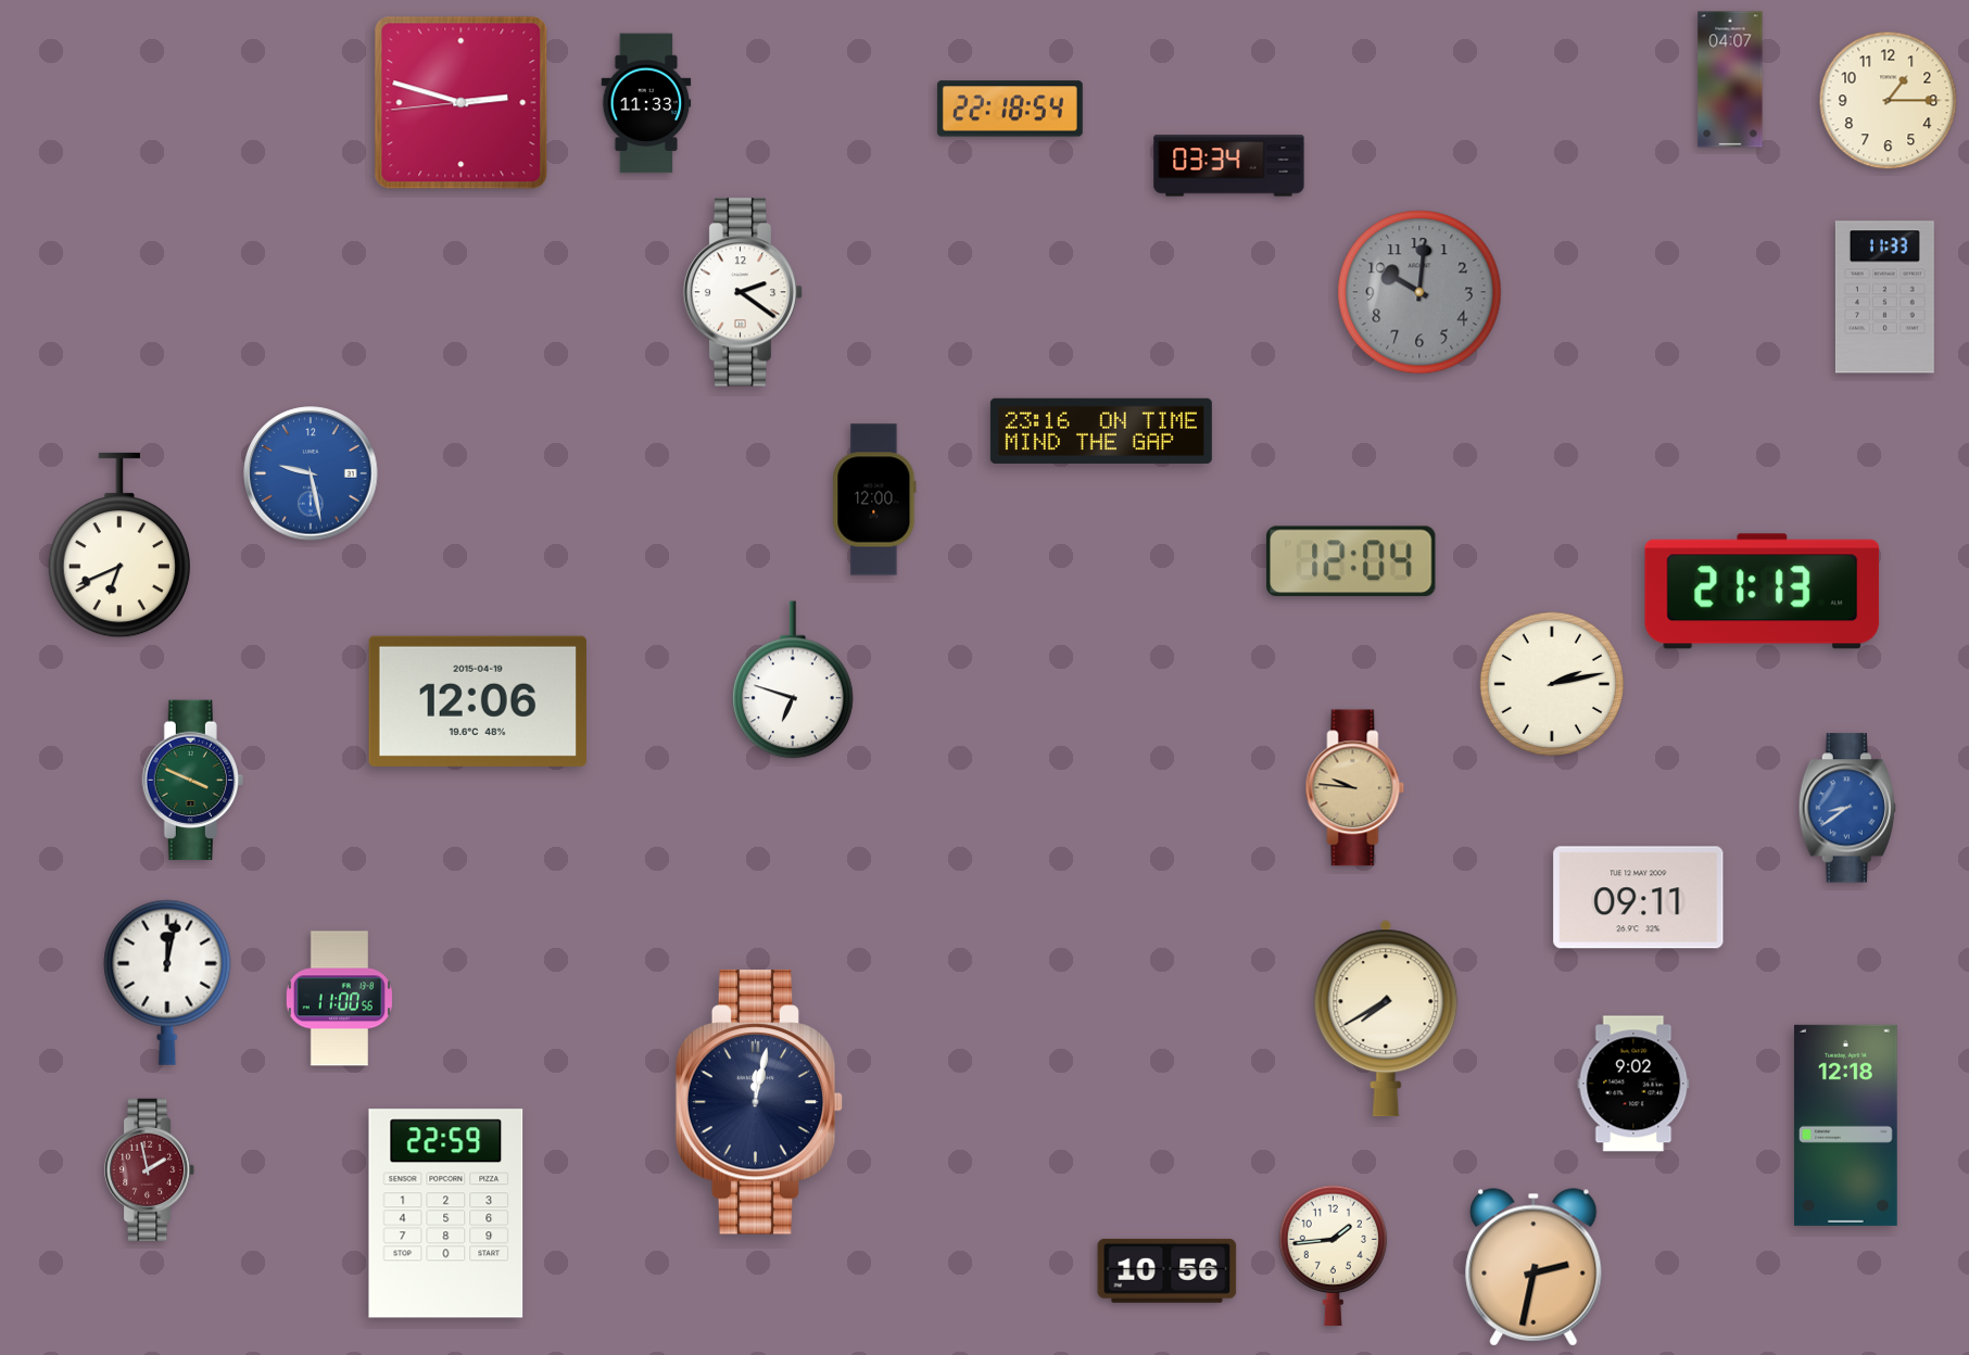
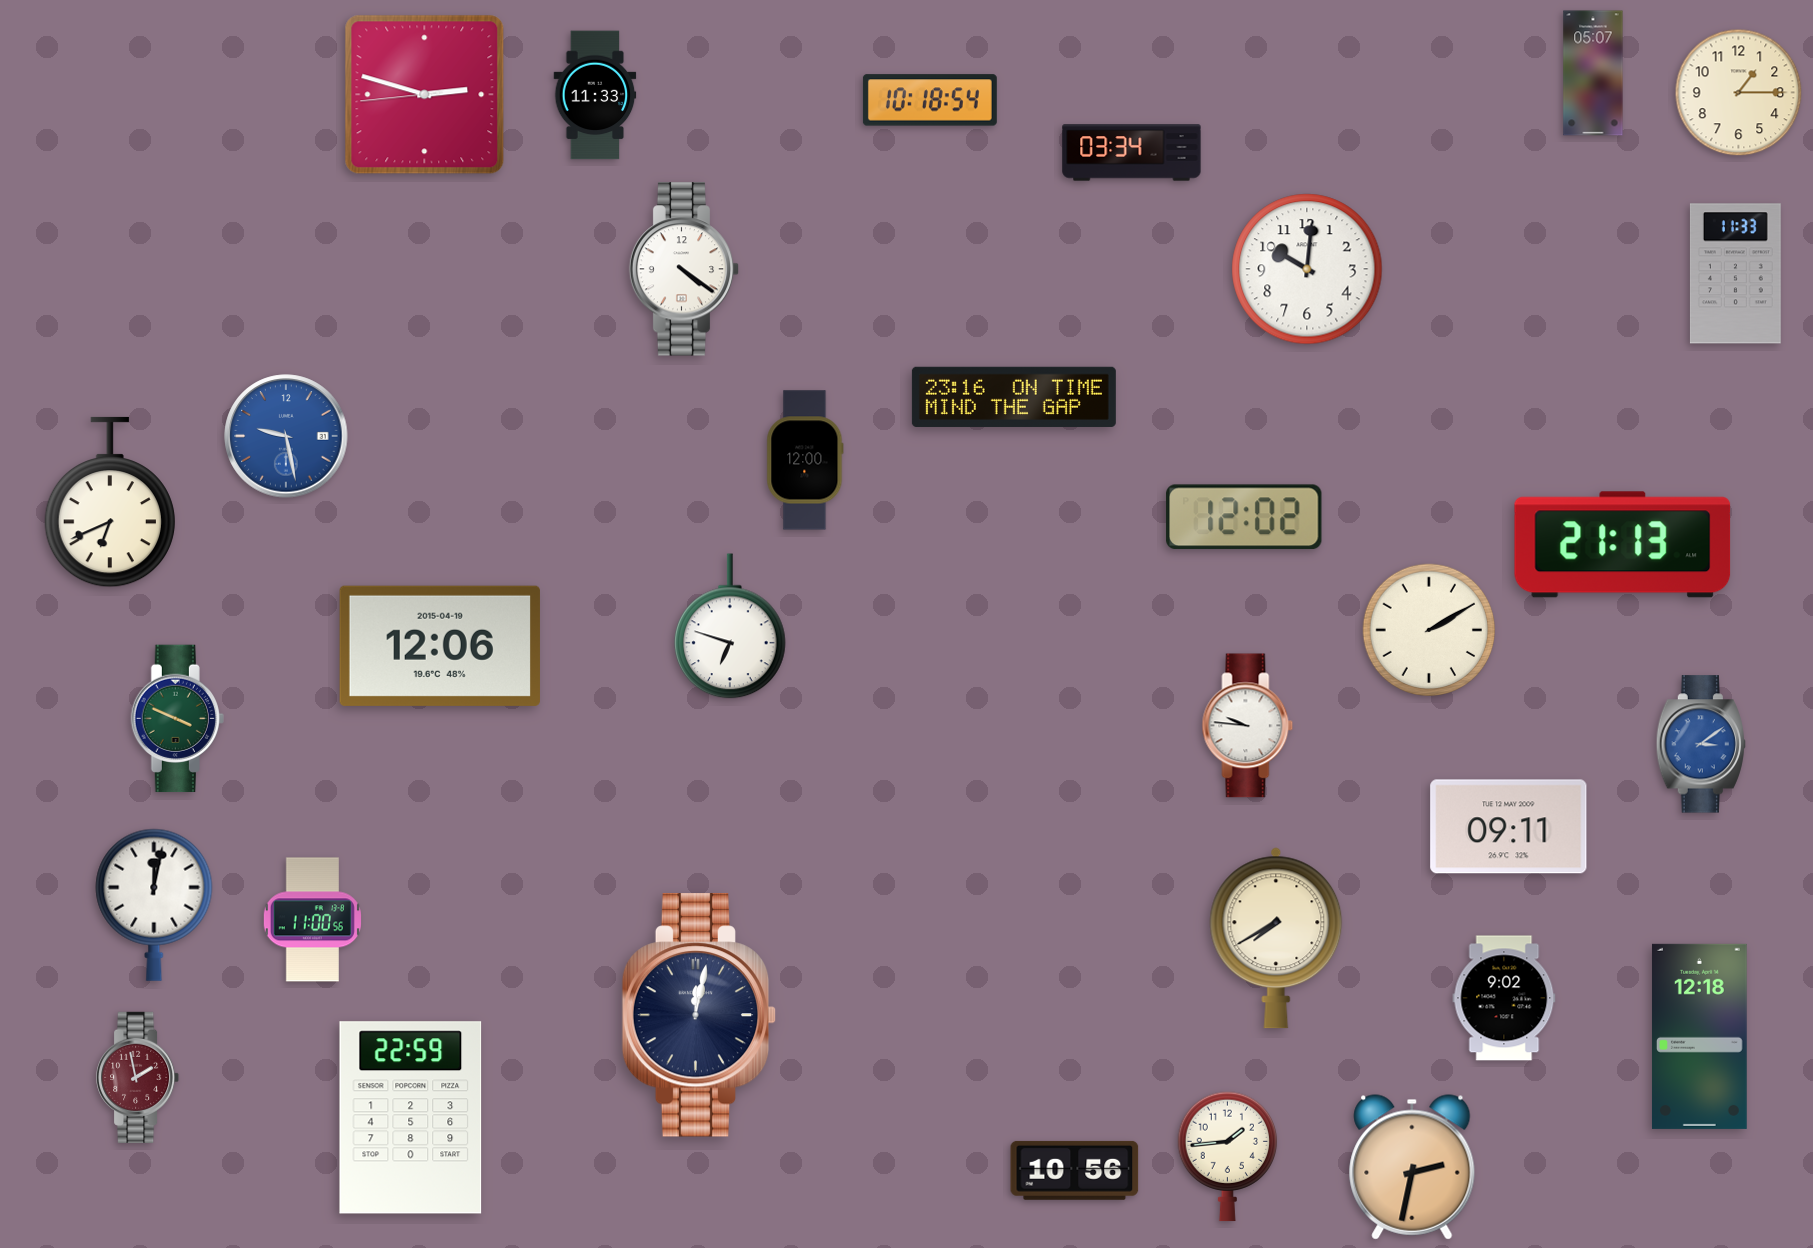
clock at (1730, 79): 04:07 -> 05:07
clock at (1010, 109): 22:18 -> 10:18
clock at (743, 292): 2:21 -> 4:21
clock at (1419, 292) dial: grey -> white
clock at (1351, 561): 12:04 -> 12:02
clock at (1551, 683): 2:13 -> 2:10
clock at (1355, 788) dial: champagne -> white
clock at (1847, 808): 8:39 -> 3:09
